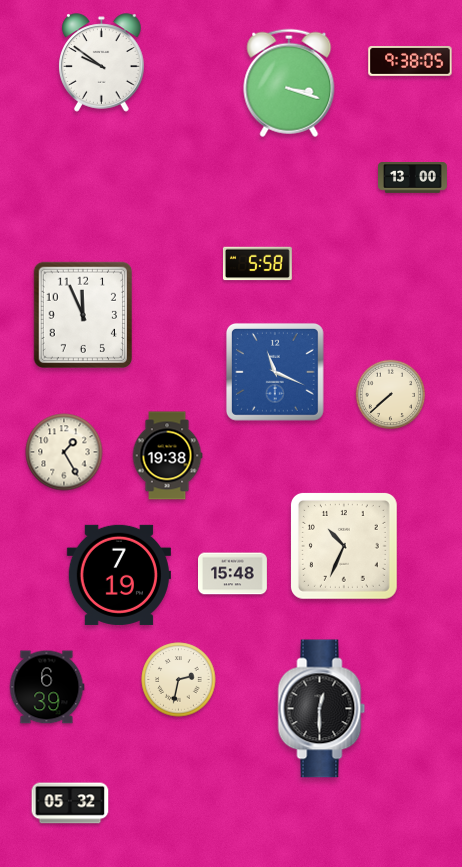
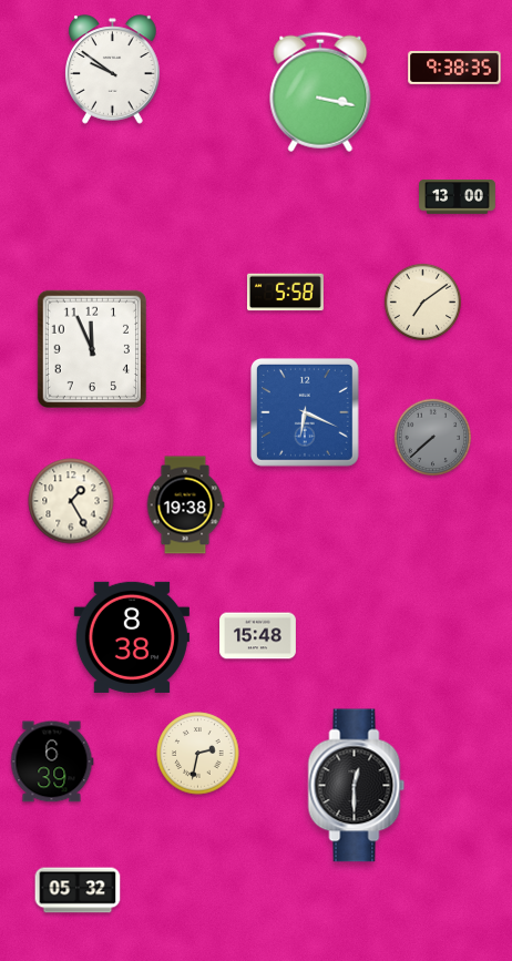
clock at (410, 62): 9:38:05 -> 9:38:35
clock at (289, 83): 3:18 -> 3:17
clock at (422, 301): none -> 7:09
clock at (275, 372): 11:19 -> 6:19
clock at (390, 394) dial: cream -> grey
clock at (344, 546): 10:34 -> none
clock at (119, 575): 7:19 -> 8:38
